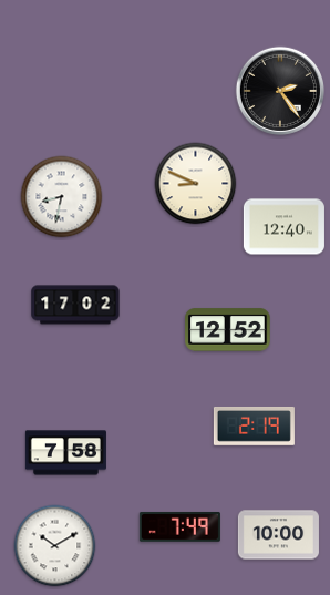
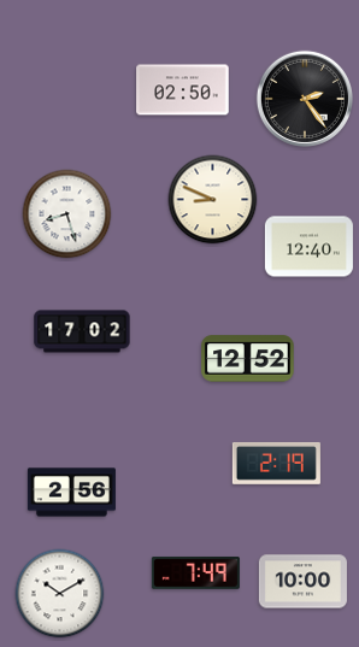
clock at (183, 90): none -> 02:50
clock at (62, 197): 8:32 -> 8:27
clock at (65, 453): 7:58 -> 2:56
